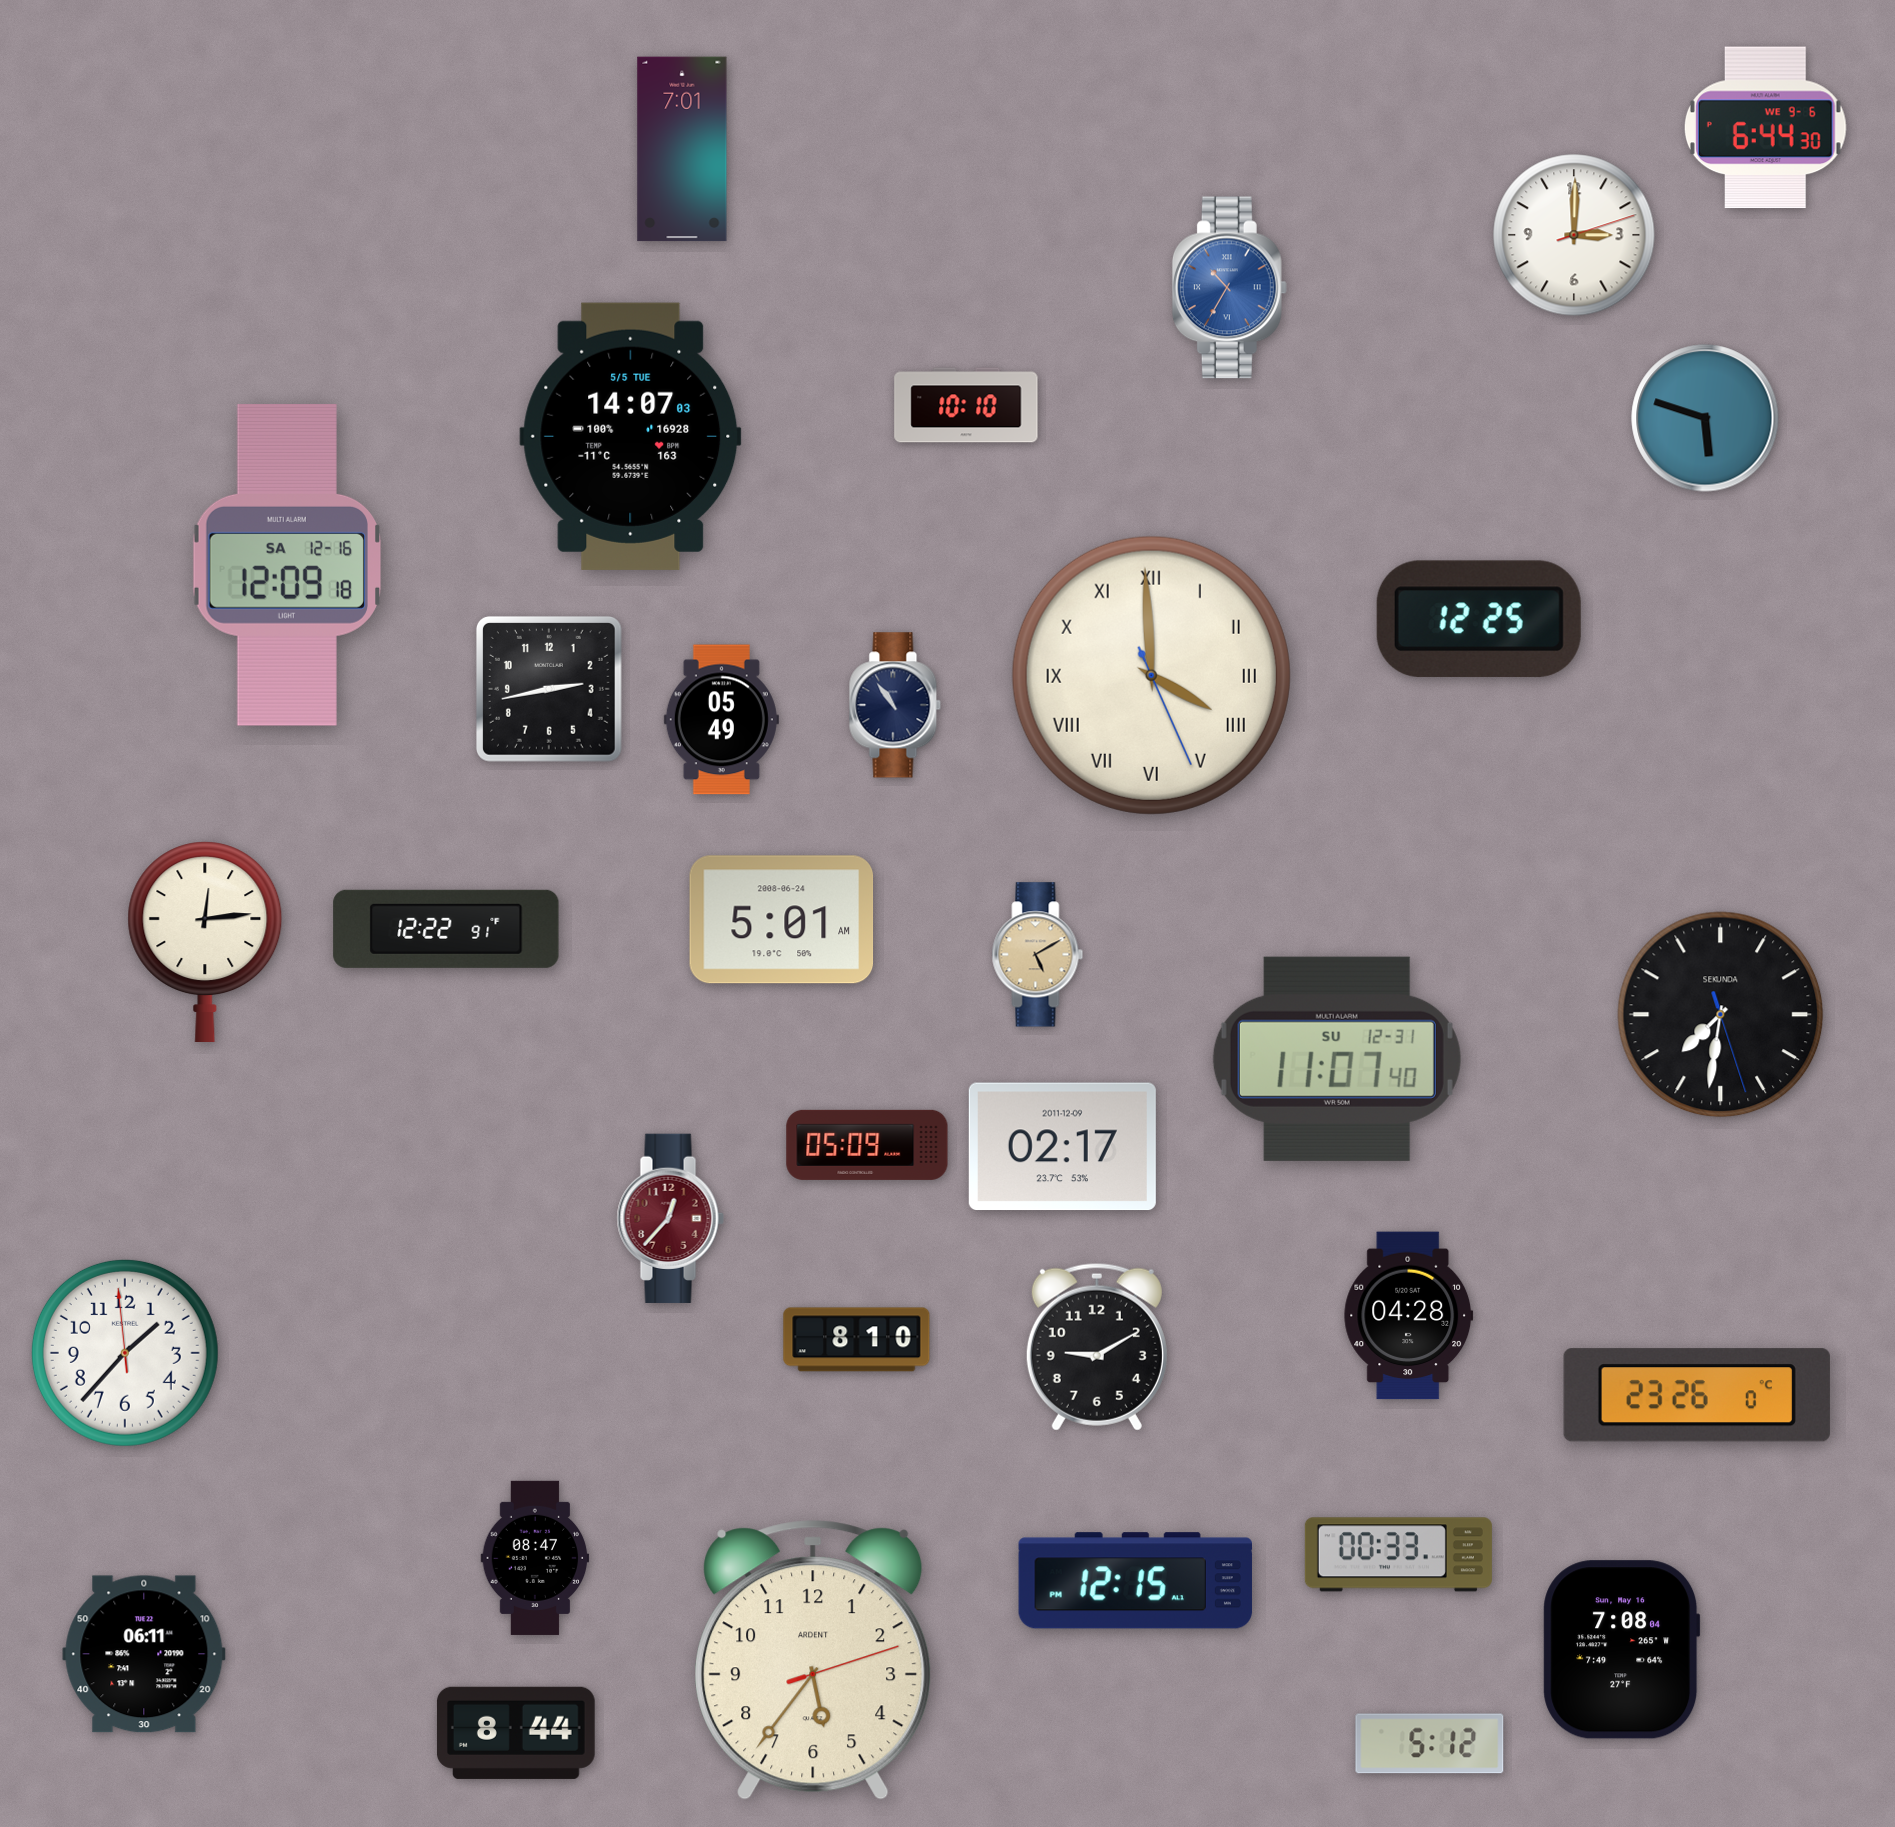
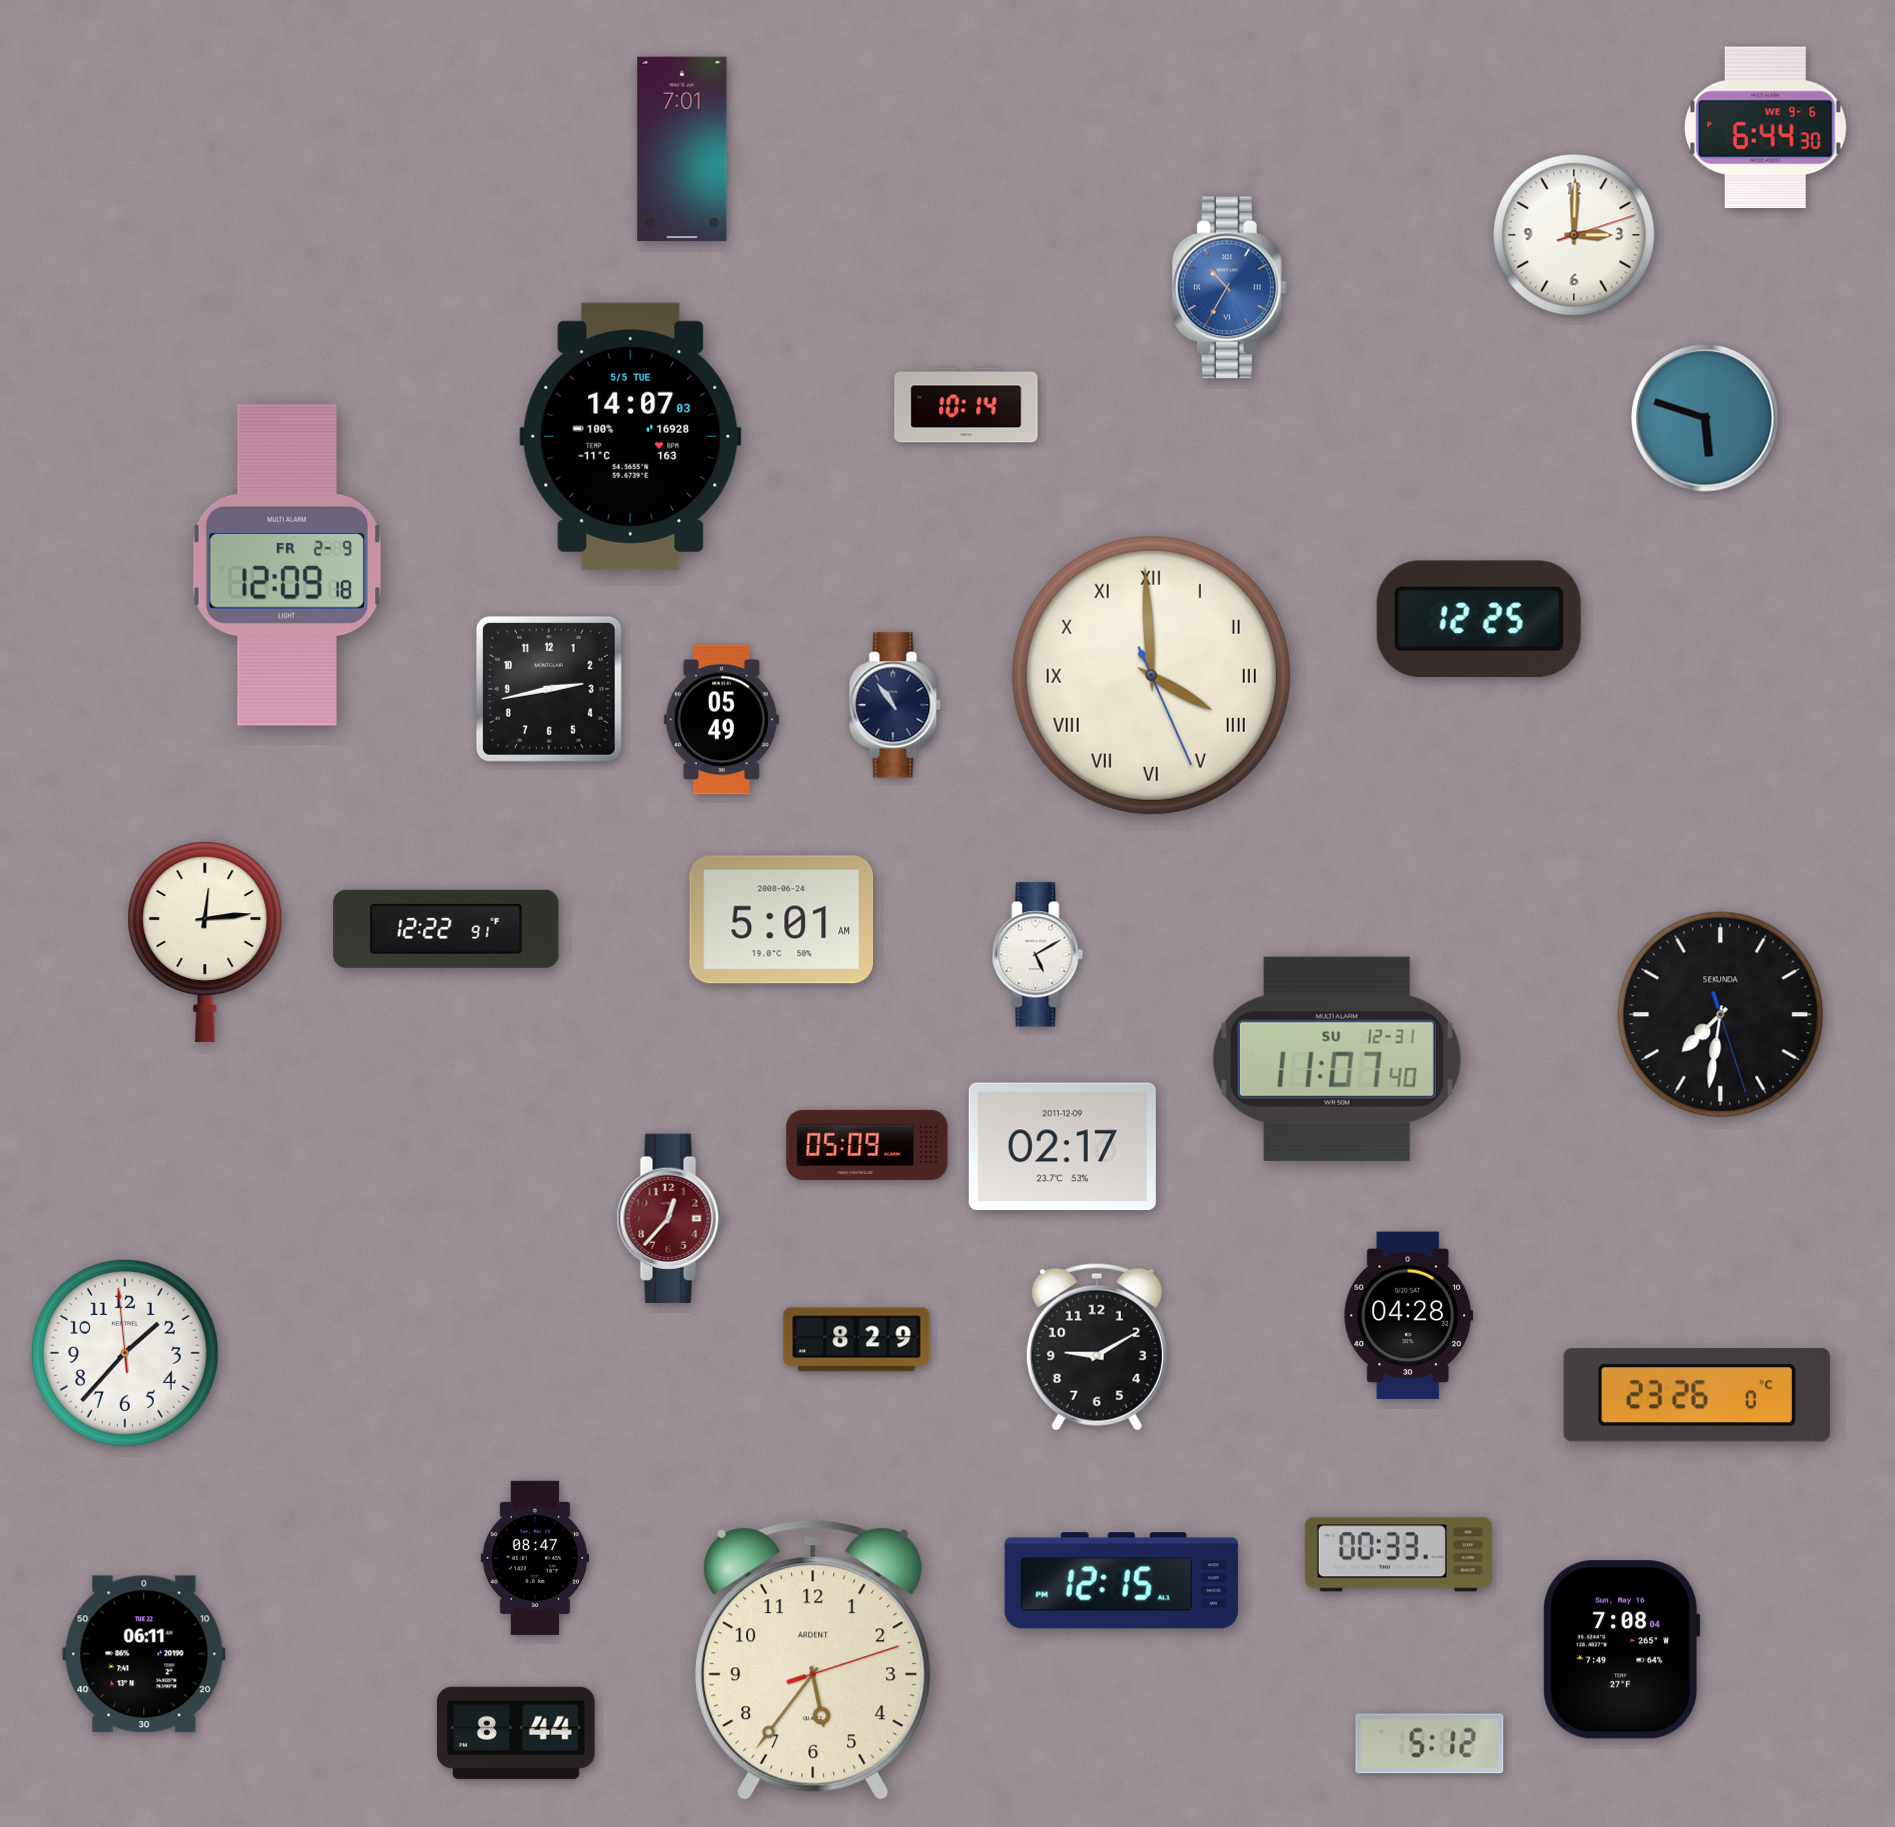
clock at (966, 405): 10:10 -> 10:14
clock at (286, 565) date: SA 12-16 -> FR 2-9
clock at (1038, 955) dial: champagne -> white
clock at (857, 1340): 8:10 -> 8:29
clock at (1135, 1581) position: (1135, 1581) -> (1121, 1581)
